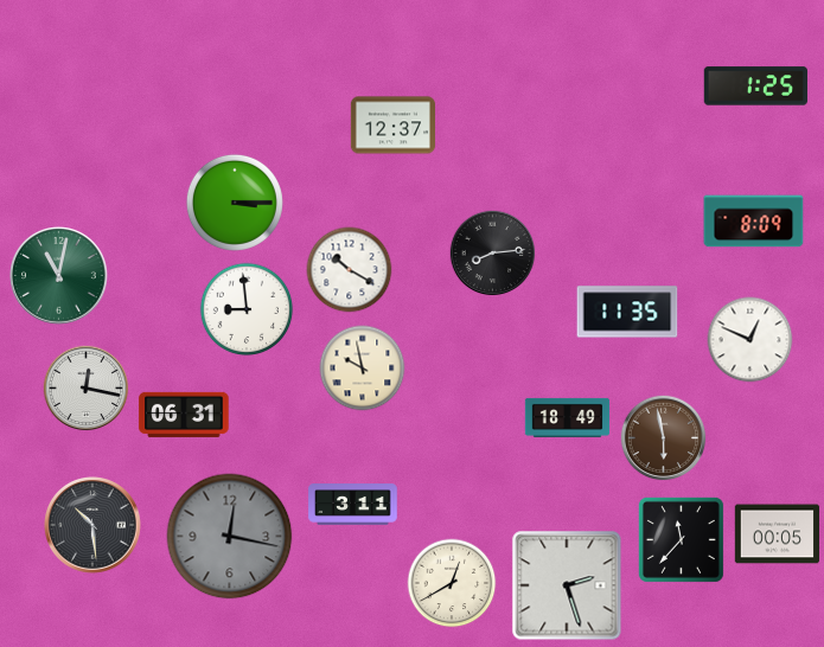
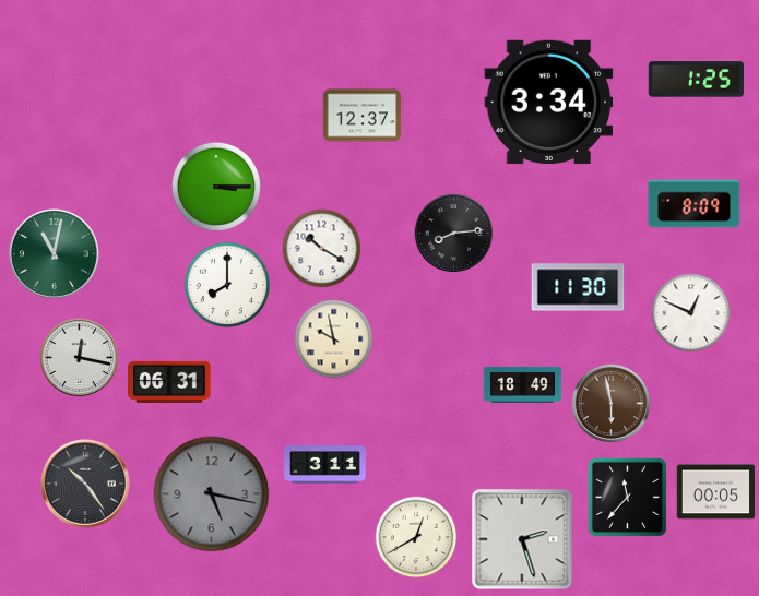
clock at (549, 102): none -> 3:34
clock at (247, 309): 8:59 -> 8:00
clock at (627, 312): 11:35 -> 11:30
clock at (94, 526): 10:29 -> 10:24
clock at (230, 537): 12:17 -> 5:17
